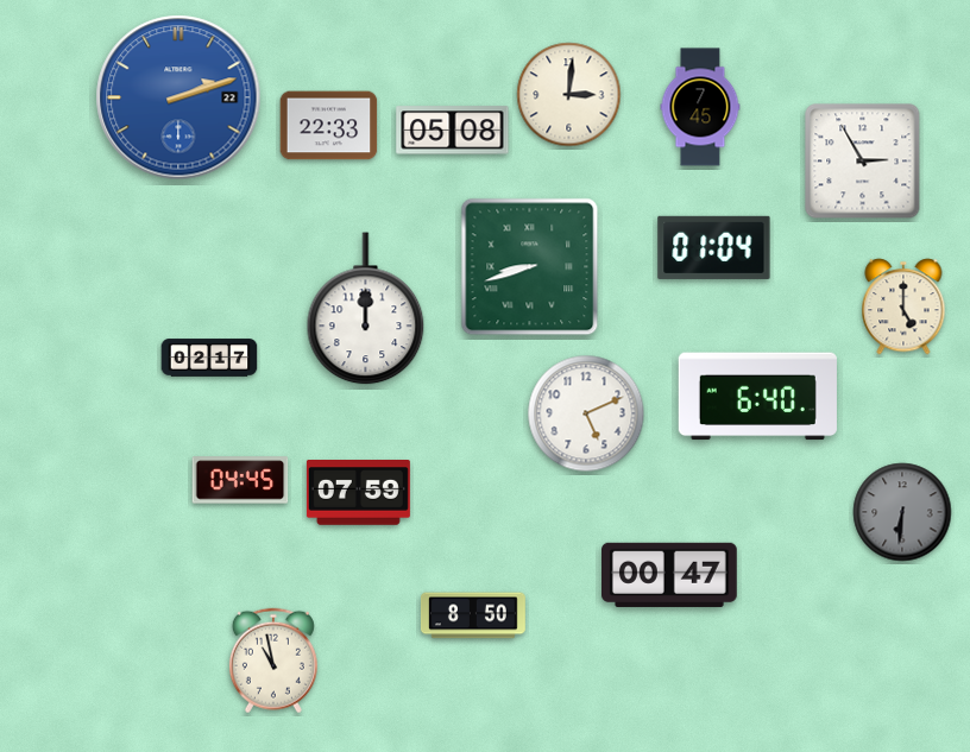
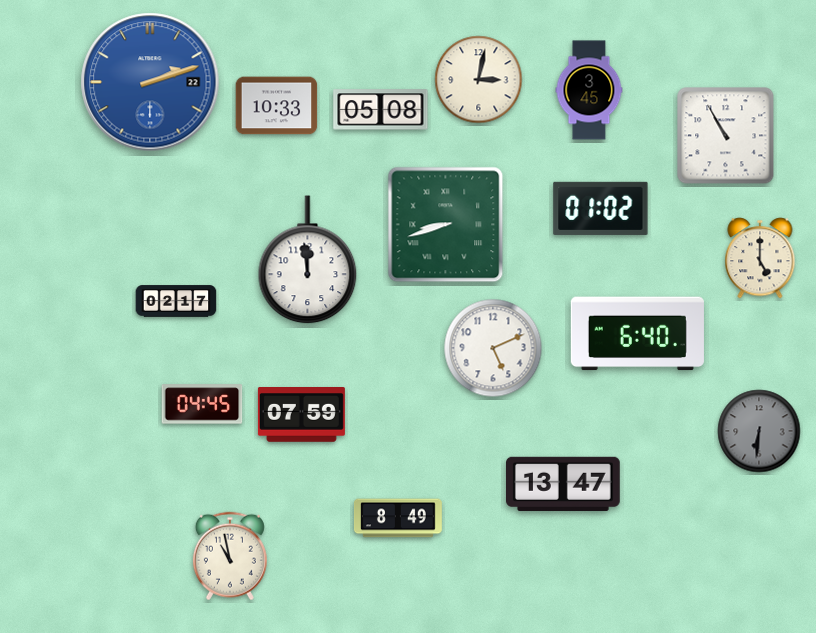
clock at (569, 95): 3:01 -> 3:02
clock at (700, 107): 7:45 -> 3:45
clock at (329, 126): 22:33 -> 10:33
clock at (863, 162): 2:55 -> 10:55
clock at (714, 247): 01:04 -> 01:02
clock at (366, 309): 12:00 -> 11:59
clock at (670, 575): 00:47 -> 13:47
clock at (473, 615): 8:50 -> 8:49
